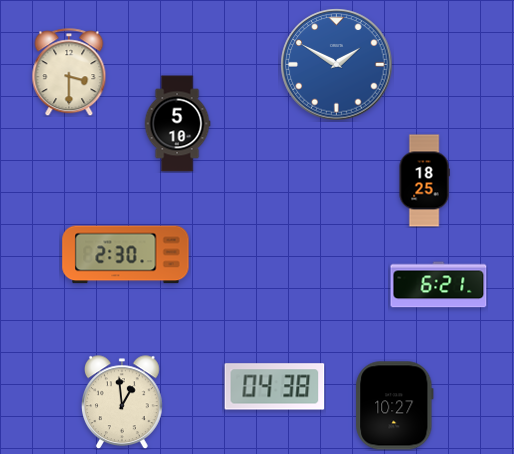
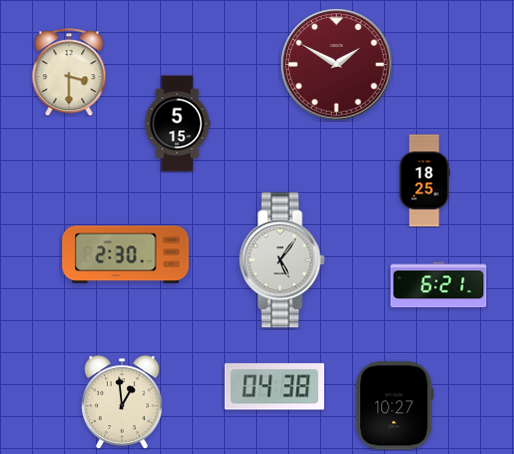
clock at (337, 65) dial: blue -> burgundy
clock at (177, 124): 5:10 -> 5:15
clock at (282, 260): none -> 5:06
